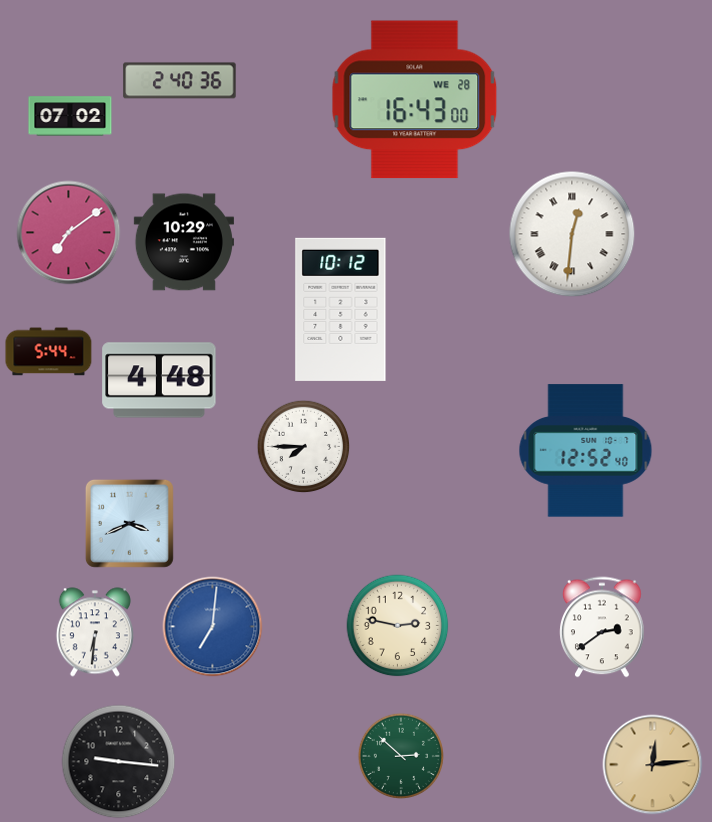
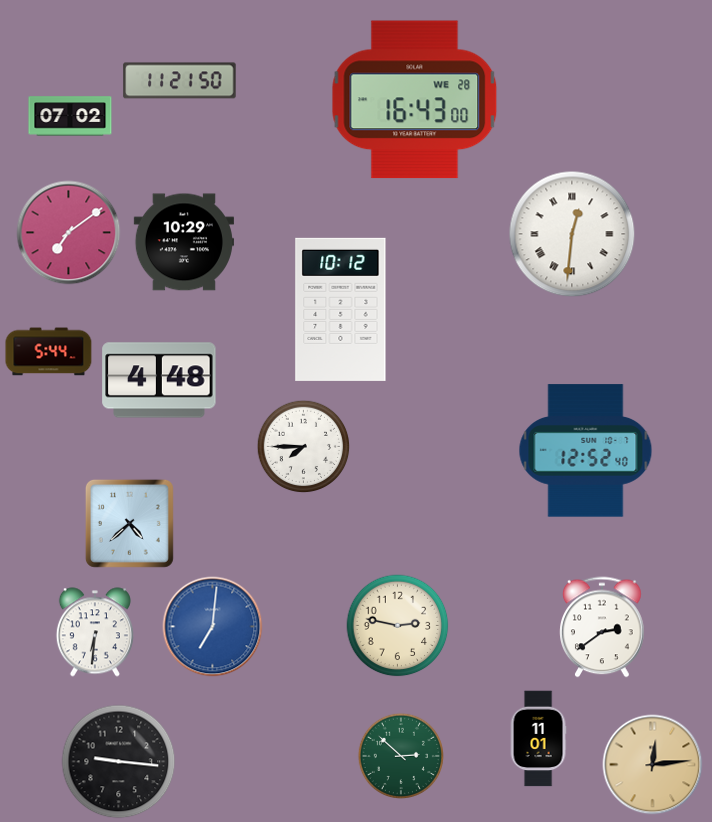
clock at (180, 81): 2:40 -> 11:21
clock at (129, 523): 3:41 -> 4:38
clock at (538, 739): none -> 11:01
